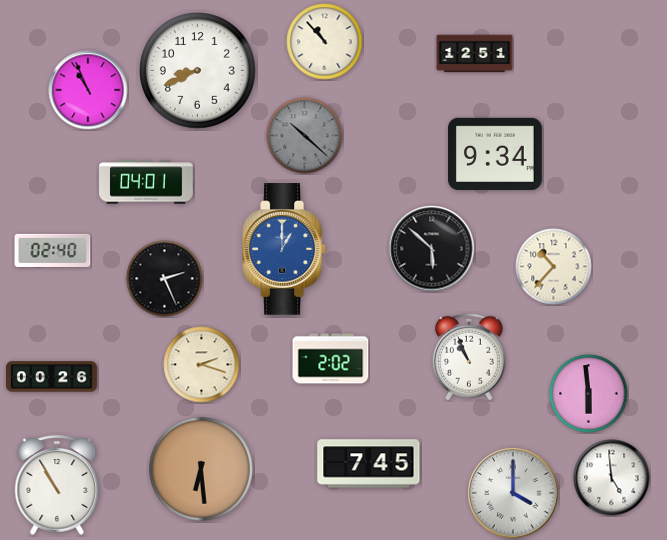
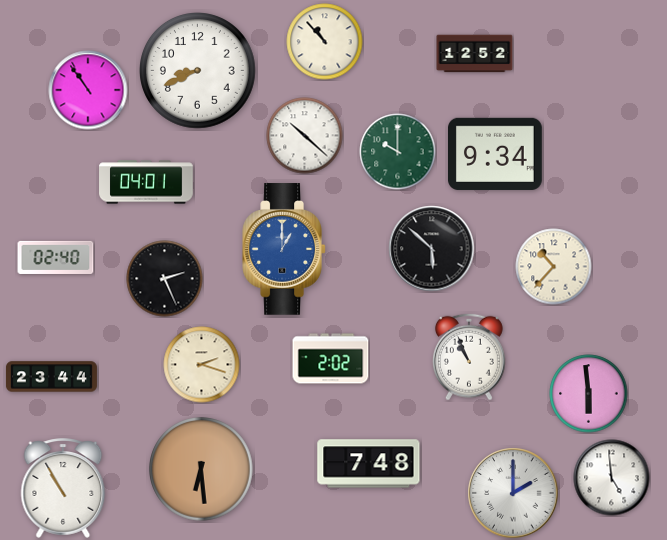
clock at (475, 54): 12:51 -> 12:52
clock at (88, 90): 10:56 -> 10:54
clock at (305, 136) dial: grey -> white
clock at (398, 152): none -> 10:00
clock at (53, 250) position: (53, 250) -> (56, 257)
clock at (51, 377): 00:26 -> 23:44
clock at (369, 464): 7:45 -> 7:48
clock at (57, 485) position: (57, 485) -> (63, 488)
clock at (513, 493): 4:00 -> 2:00
